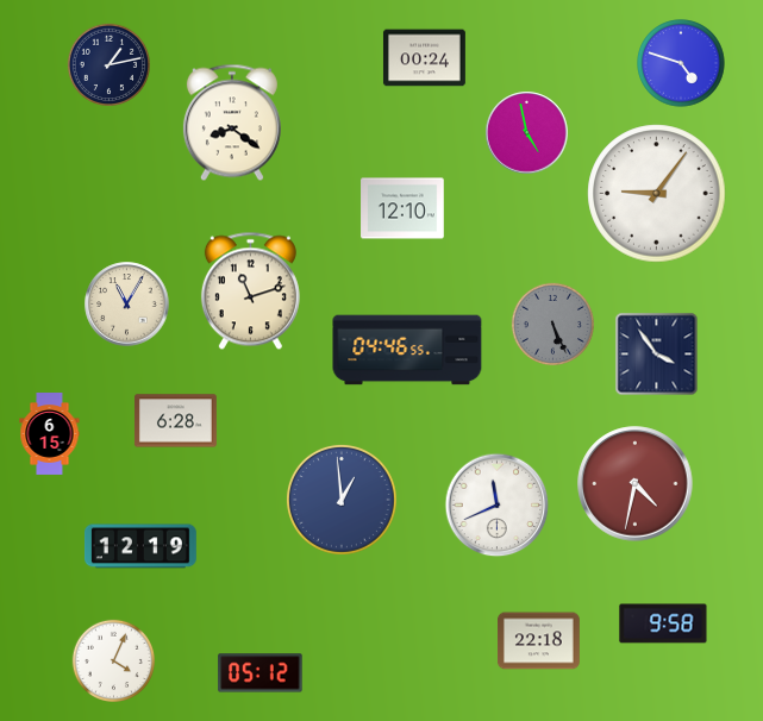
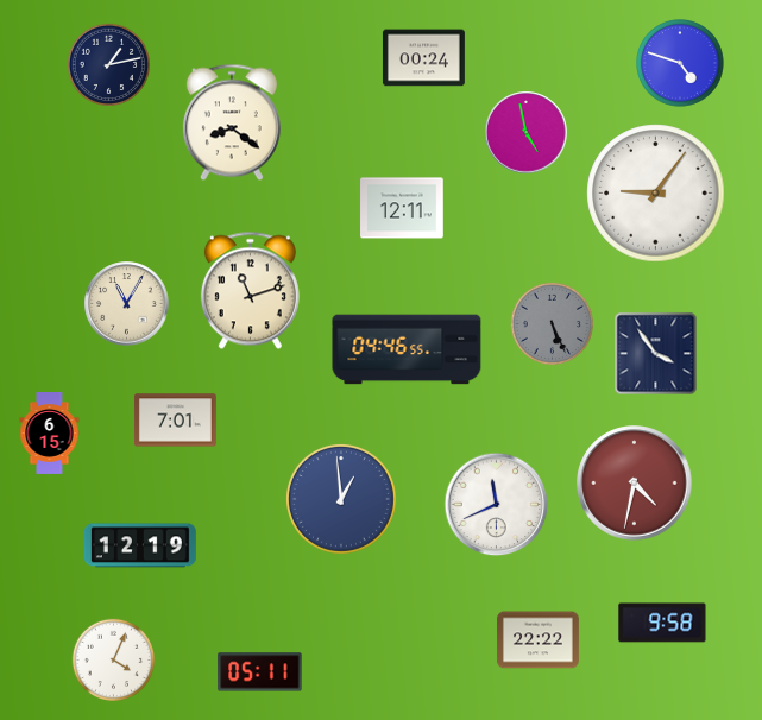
clock at (402, 208): 12:10 -> 12:11
clock at (175, 421): 6:28 -> 7:01
clock at (539, 641): 22:18 -> 22:22
clock at (261, 673): 05:12 -> 05:11
